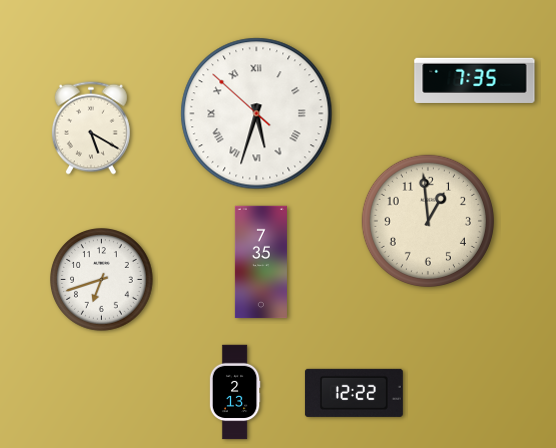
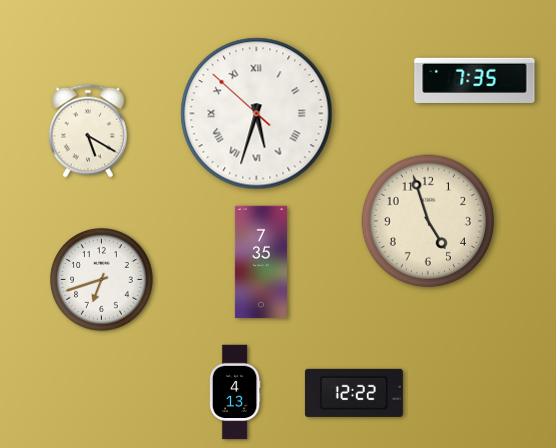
clock at (91, 128) position: (91, 128) -> (88, 131)
clock at (428, 221): 12:59 -> 4:57
clock at (235, 392): 2:13 -> 4:13
